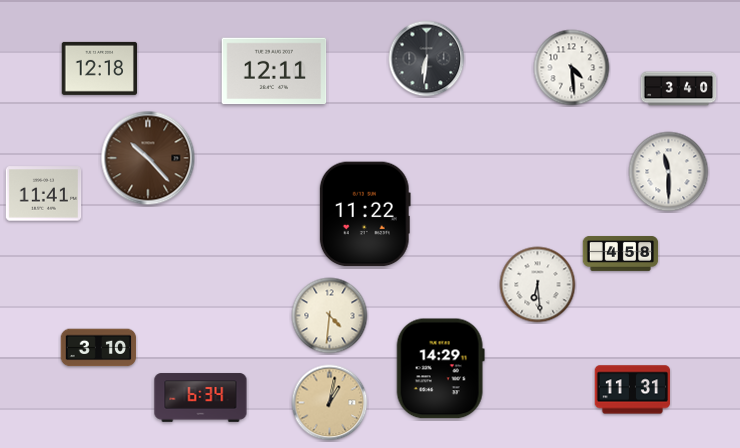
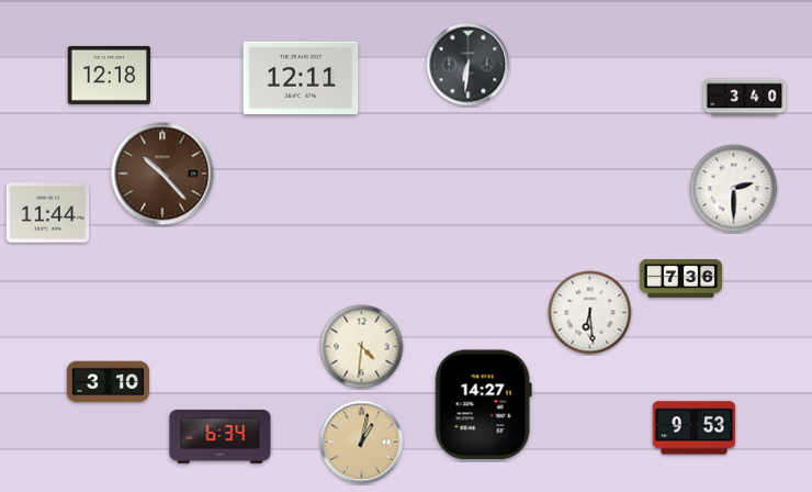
clock at (572, 68): 4:29 -> none
clock at (669, 172): 11:30 -> 2:30
clock at (44, 194): 11:41 -> 11:44
clock at (365, 214): 11:22 -> none
clock at (621, 254): 4:58 -> 7:36
clock at (440, 369): 14:29 -> 14:27
clock at (633, 390): 11:31 -> 9:53
